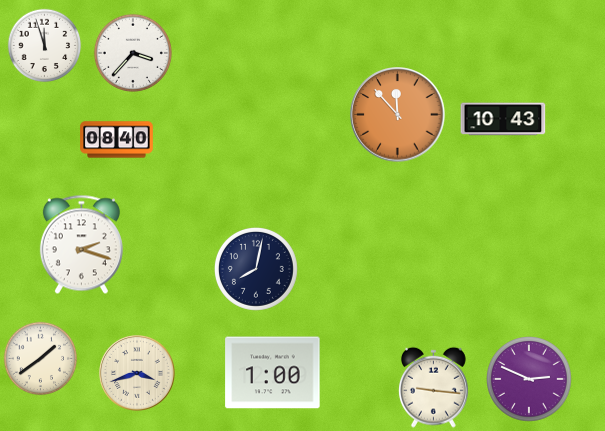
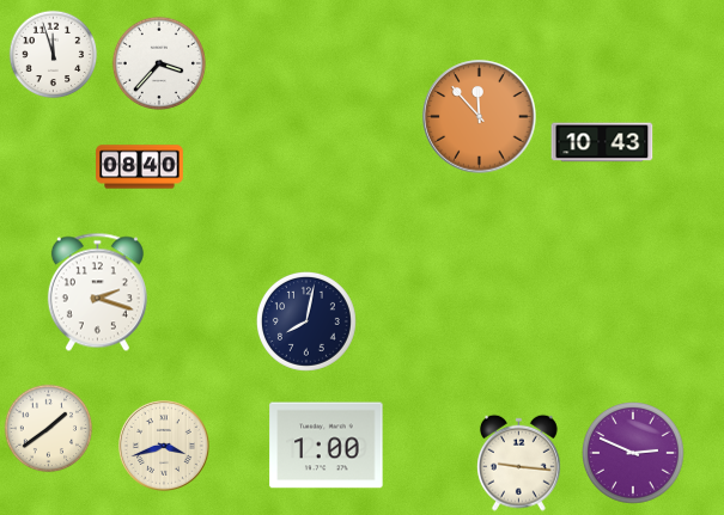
clock at (398, 115) position: (398, 115) -> (480, 117)
